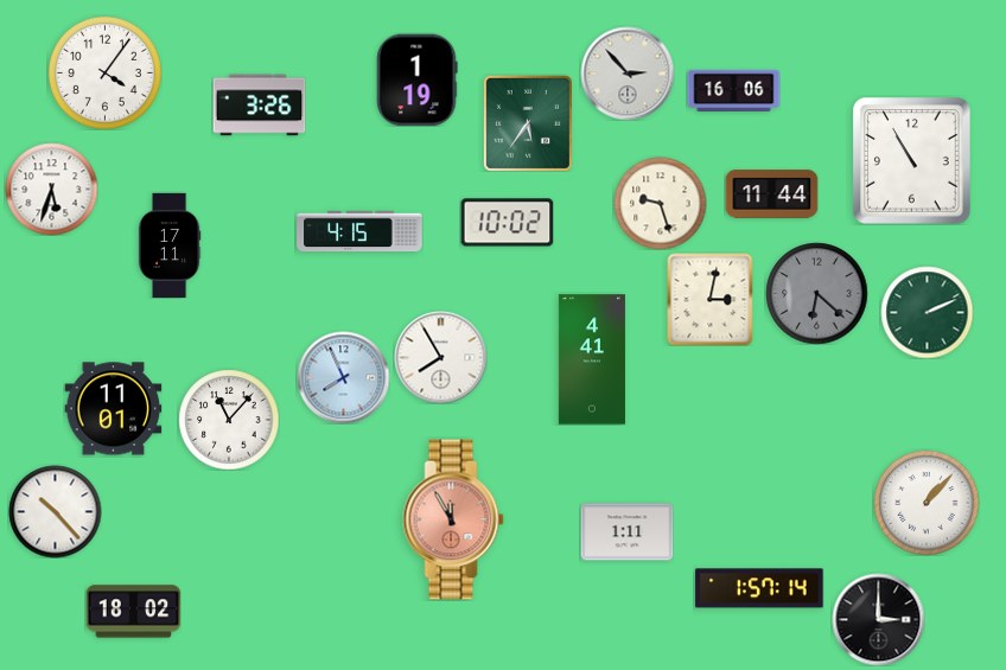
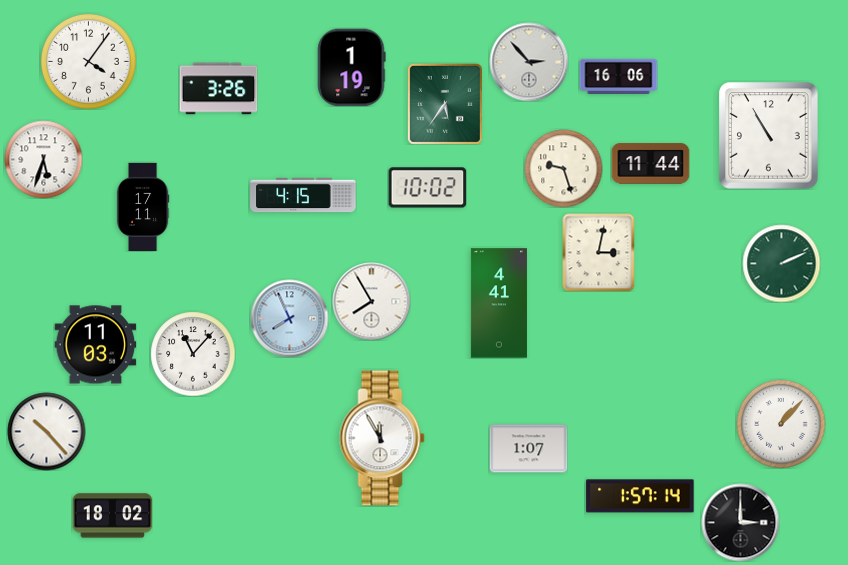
clock at (660, 203) position: (660, 203) -> (563, 168)
clock at (816, 293): 6:22 -> none
clock at (113, 409): 11:01 -> 11:03
clock at (453, 519) dial: salmon -> white
clock at (626, 532): 1:11 -> 1:07
